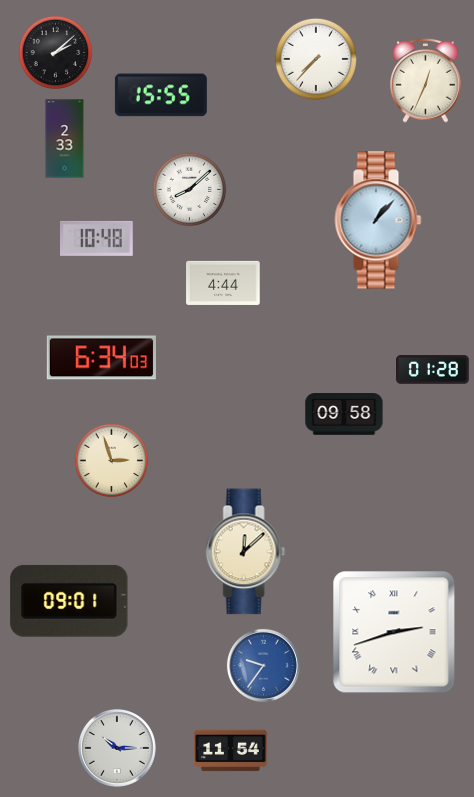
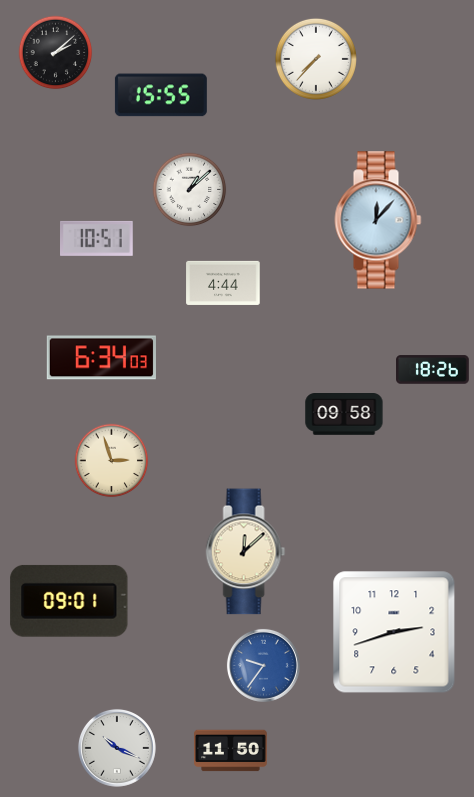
clock at (426, 80): 12:34 -> none
clock at (65, 139): 2:33 -> none
clock at (190, 190): 8:08 -> 1:08
clock at (378, 220): 1:07 -> 12:07
clock at (97, 238): 10:48 -> 10:51
clock at (433, 370): 01:28 -> 18:26
clock at (394, 632) numerals: Roman -> Arabic
clock at (117, 748): 10:15 -> 10:19
clock at (231, 751): 11:54 -> 11:50
